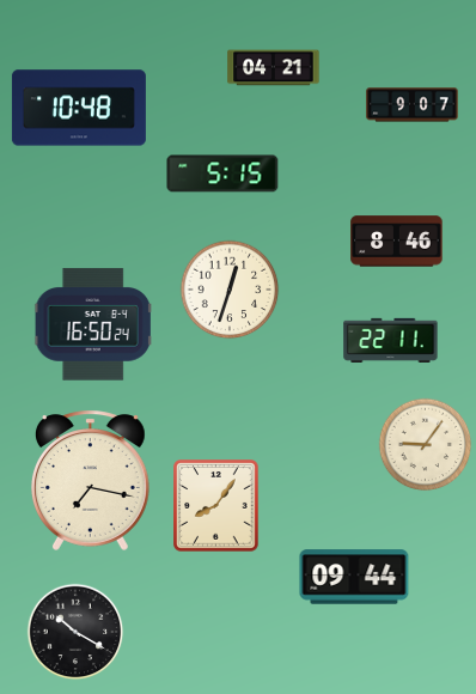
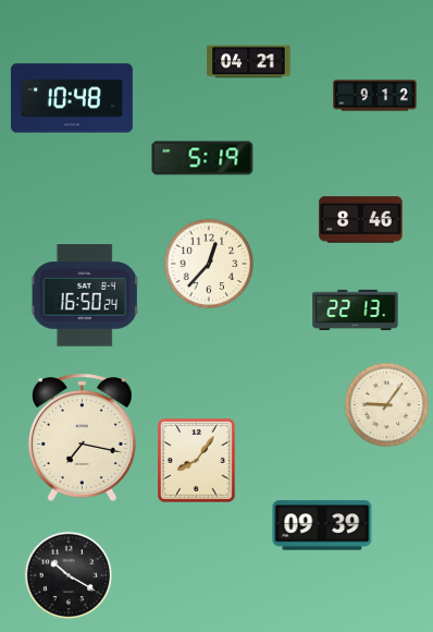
clock at (413, 105): 9:07 -> 9:12
clock at (222, 173): 5:15 -> 5:19
clock at (230, 290): 12:33 -> 12:37
clock at (391, 340): 22:11 -> 22:13
clock at (354, 577): 09:44 -> 09:39
